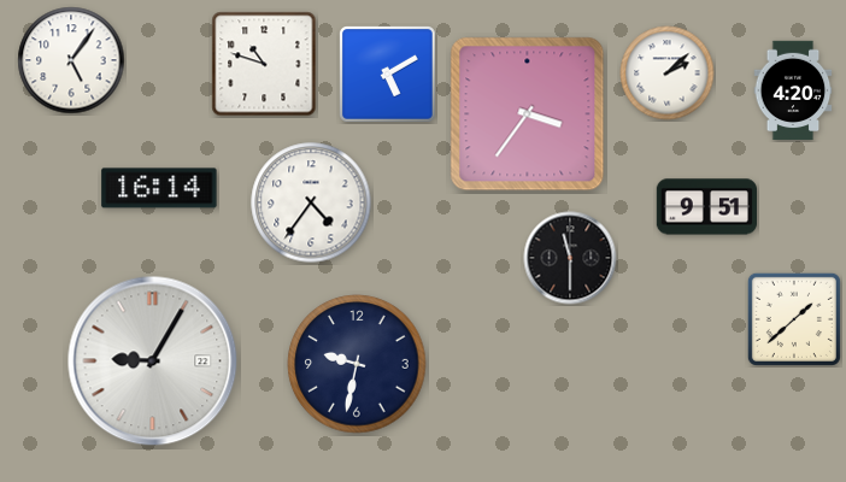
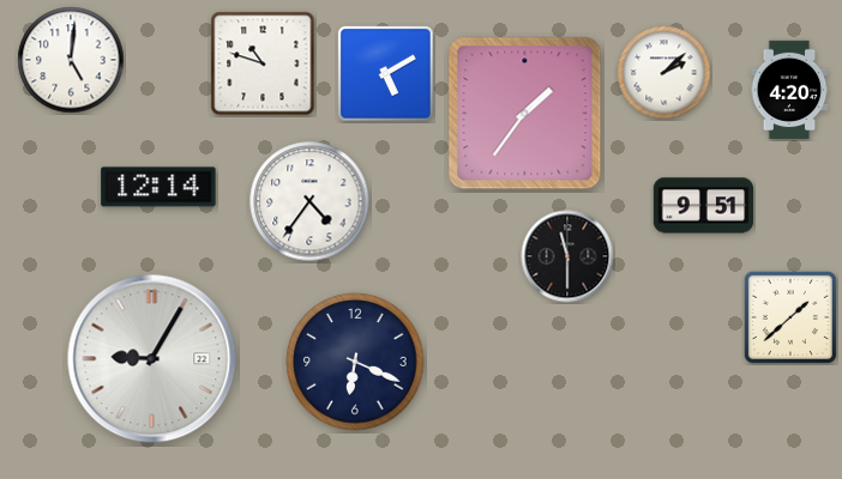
clock at (71, 60): 5:06 -> 5:01
clock at (528, 114): 3:36 -> 1:36
clock at (159, 188): 16:14 -> 12:14
clock at (357, 364): 9:32 -> 6:19
